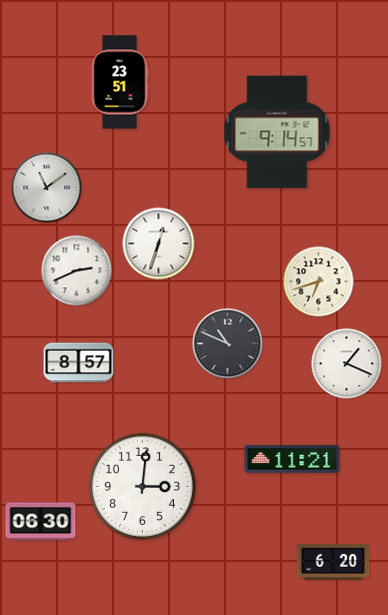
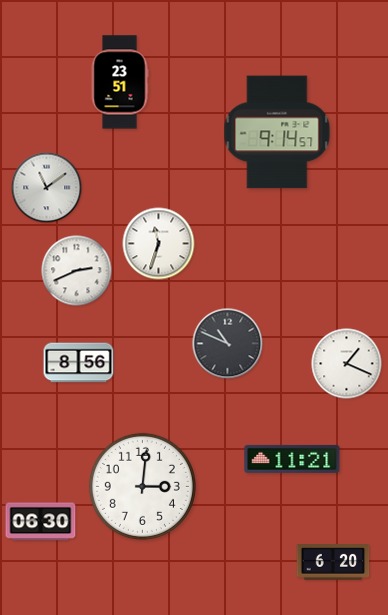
clock at (159, 244): 12:33 -> 11:33
clock at (319, 282): 6:42 -> none
clock at (79, 363): 8:57 -> 8:56
